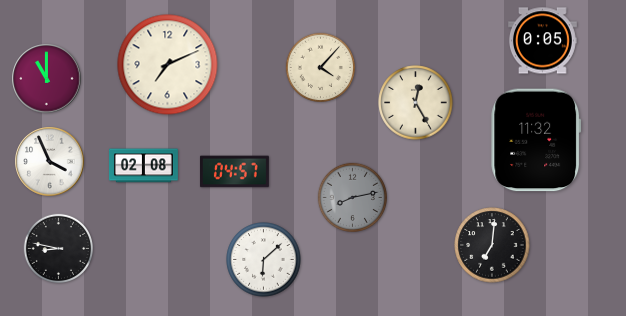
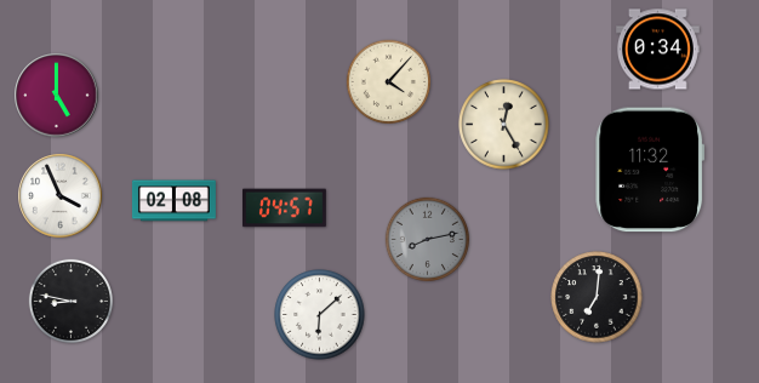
clock at (542, 41): 0:05 -> 0:34
clock at (168, 65): 7:11 -> none
clock at (47, 79): 11:00 -> 5:00
